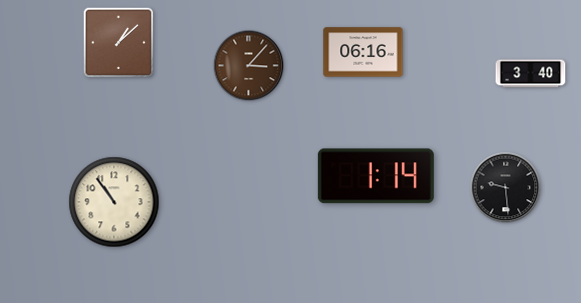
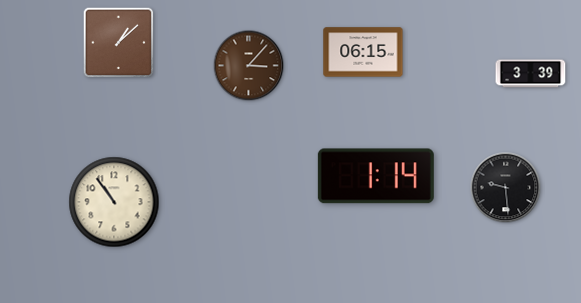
clock at (363, 52): 06:16 -> 06:15
clock at (531, 74): 3:40 -> 3:39
